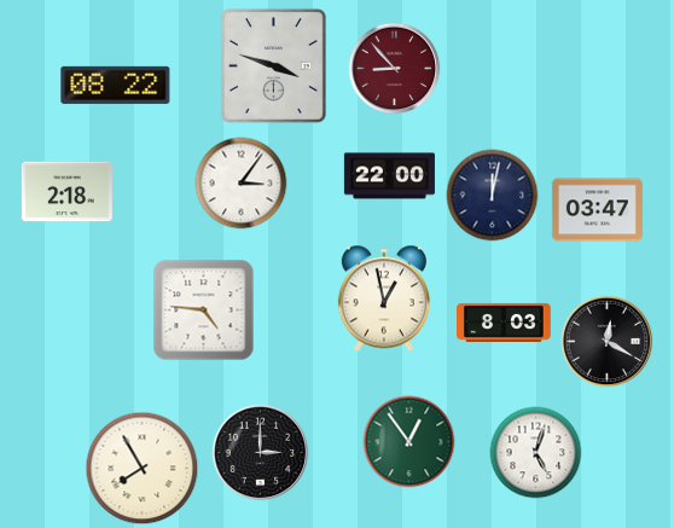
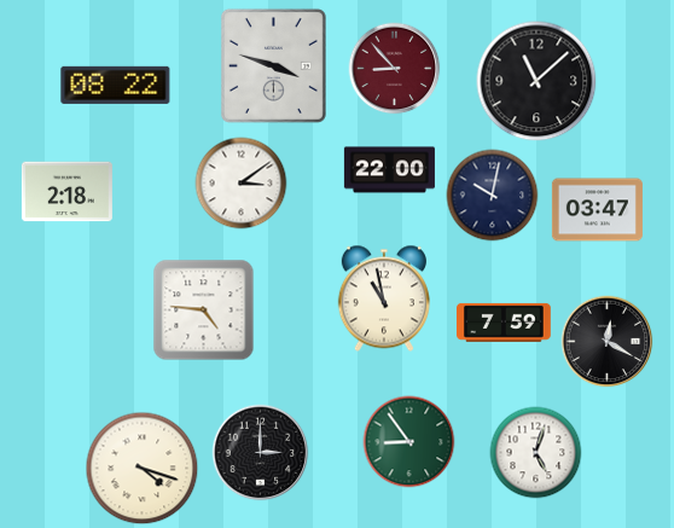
clock at (536, 81): none -> 11:08
clock at (389, 176) position: (389, 176) -> (389, 170)
clock at (242, 184): 3:06 -> 3:09
clock at (493, 196): 12:02 -> 10:02
clock at (384, 298): 12:58 -> 10:58
clock at (505, 323): 8:03 -> 7:59
clock at (409, 442): 12:54 -> 8:54
clock at (143, 469): 7:55 -> 4:18
